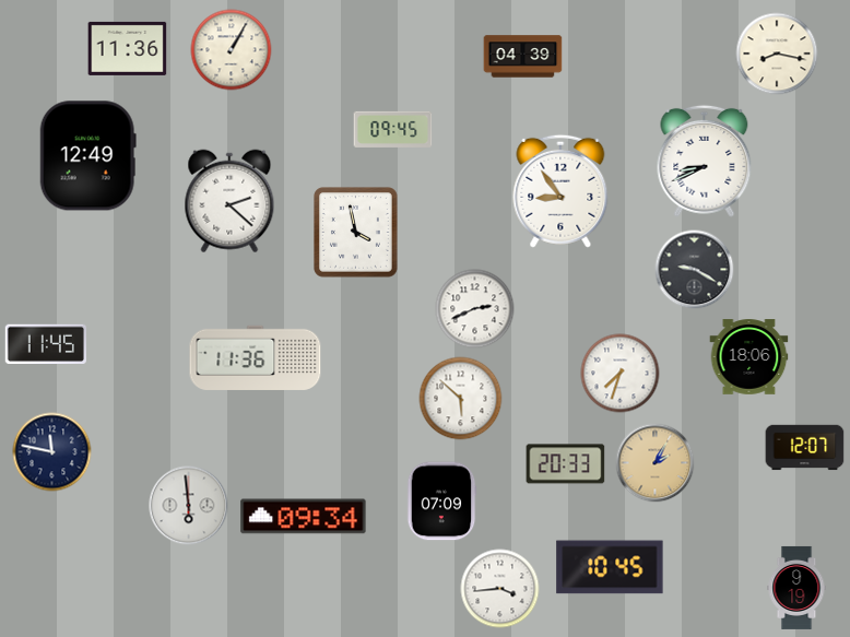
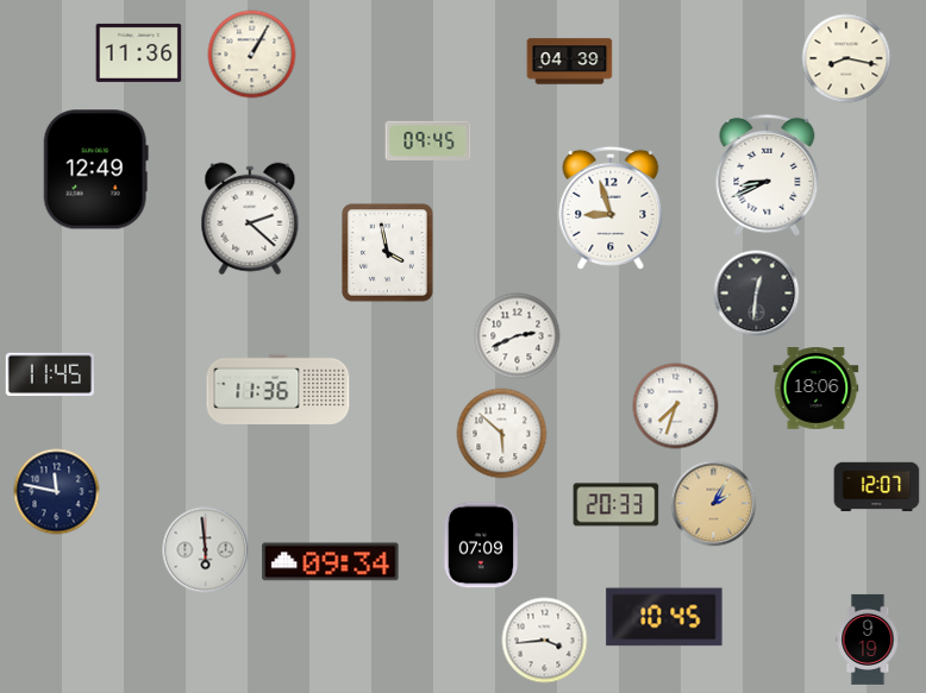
clock at (560, 191): 8:54 -> 8:57
clock at (695, 270): 9:20 -> 12:31
